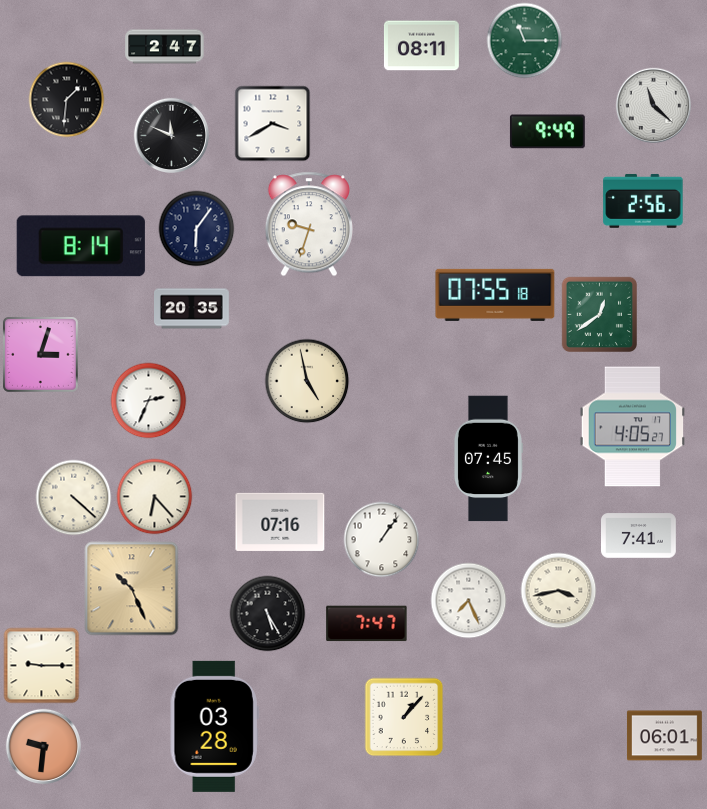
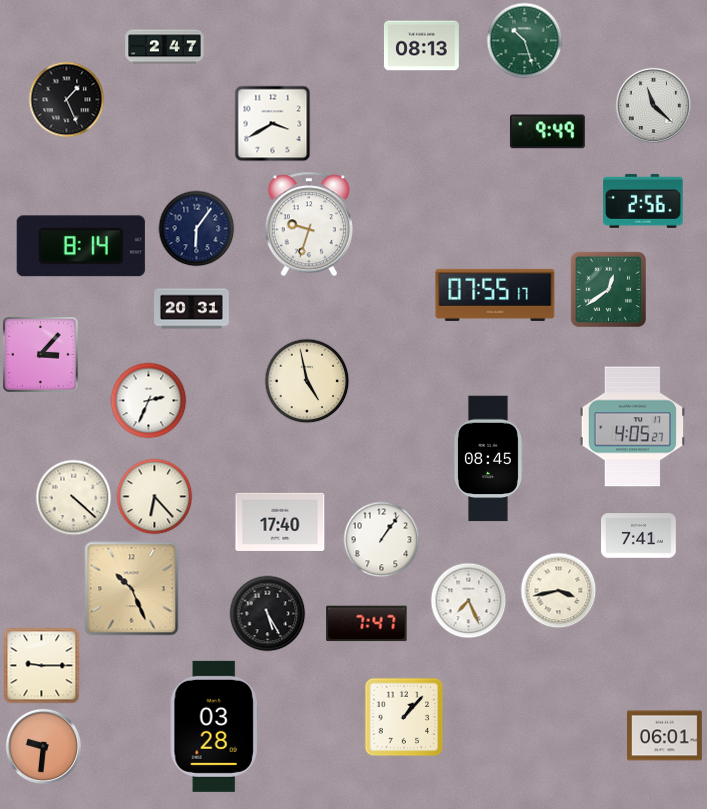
clock at (525, 41): 11:15 -> 10:27
clock at (421, 46): 08:11 -> 08:13
clock at (67, 100): 1:31 -> 1:26
clock at (171, 135): 11:49 -> none
clock at (495, 295): 07:55:18 -> 07:55:17
clock at (192, 309): 20:35 -> 20:31
clock at (599, 315) position: (599, 315) -> (608, 290)
clock at (40, 354): 3:03 -> 3:07
clock at (488, 459): 07:45 -> 08:45
clock at (280, 522): 07:16 -> 17:40
